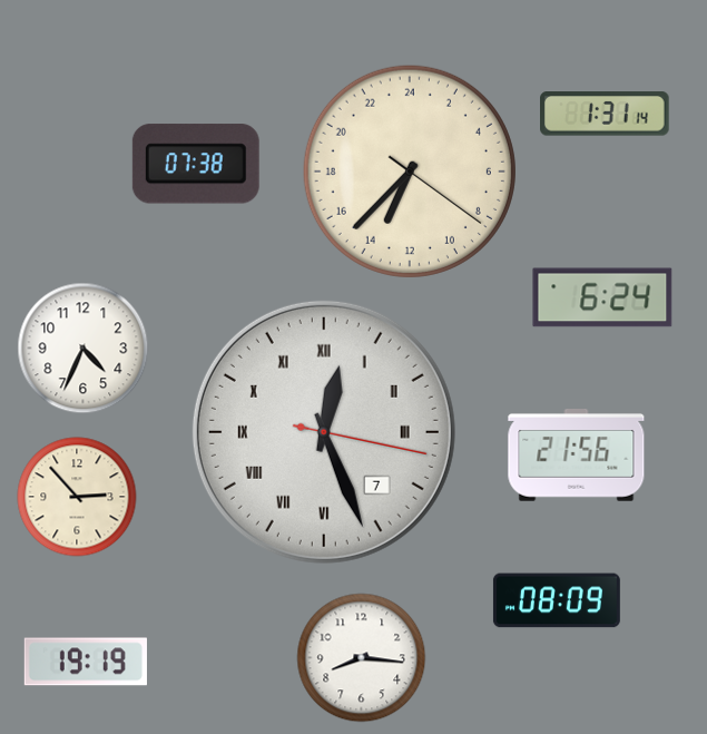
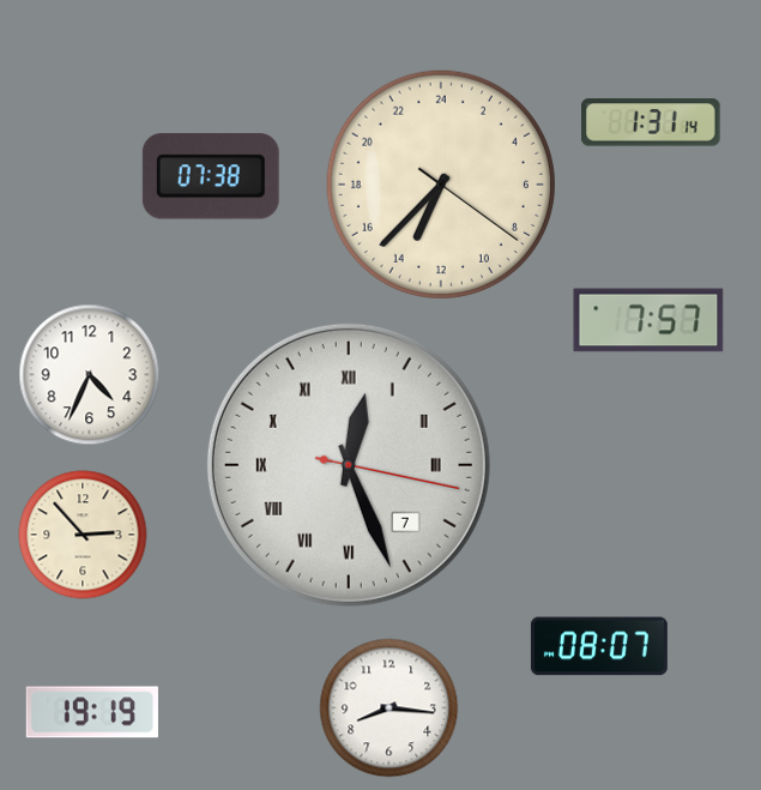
clock at (602, 297): 6:24 -> 7:57
clock at (577, 456): 21:56 -> none
clock at (557, 600): 08:09 -> 08:07
